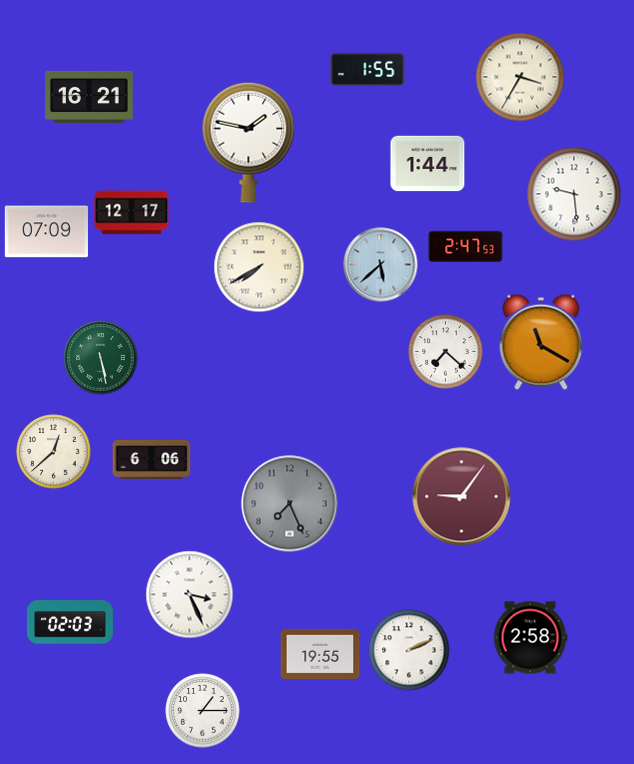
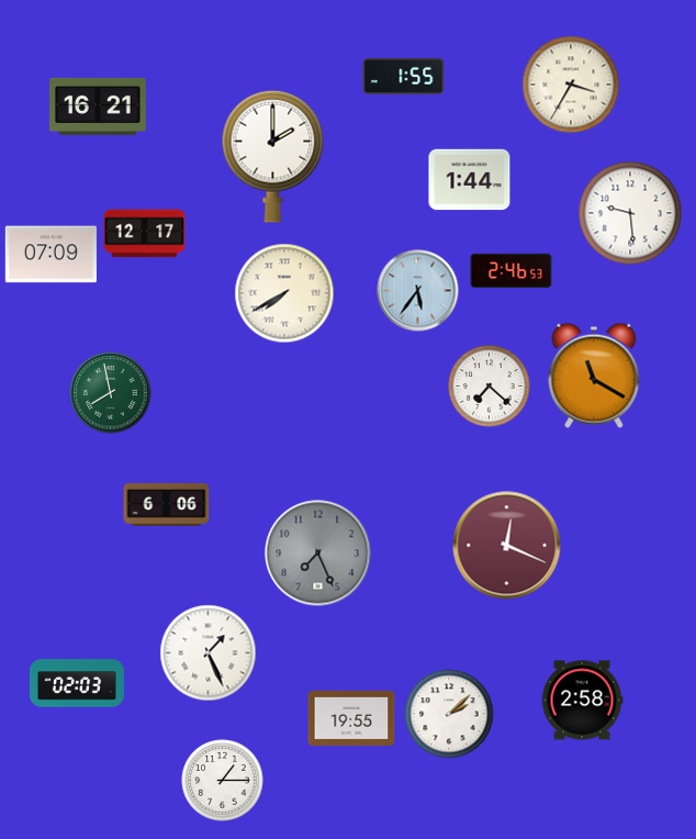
clock at (249, 142): 1:47 -> 2:00
clock at (466, 246): 2:47 -> 2:46
clock at (381, 265): 5:38 -> 5:36
clock at (101, 358): 5:28 -> 7:58
clock at (54, 452): 12:38 -> none
clock at (462, 497): 9:06 -> 12:19
clock at (190, 595): 3:26 -> 1:26
clock at (409, 650): 2:11 -> 2:08
